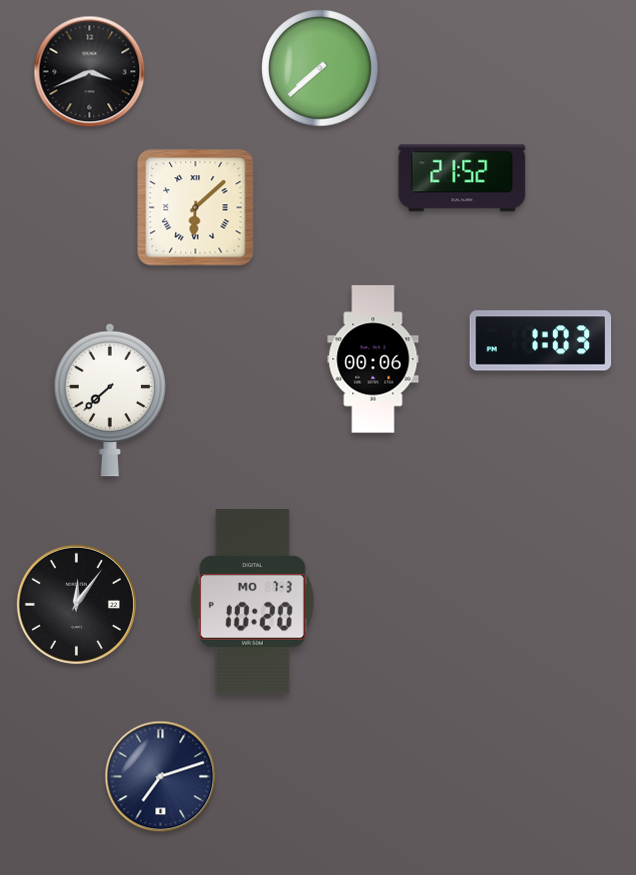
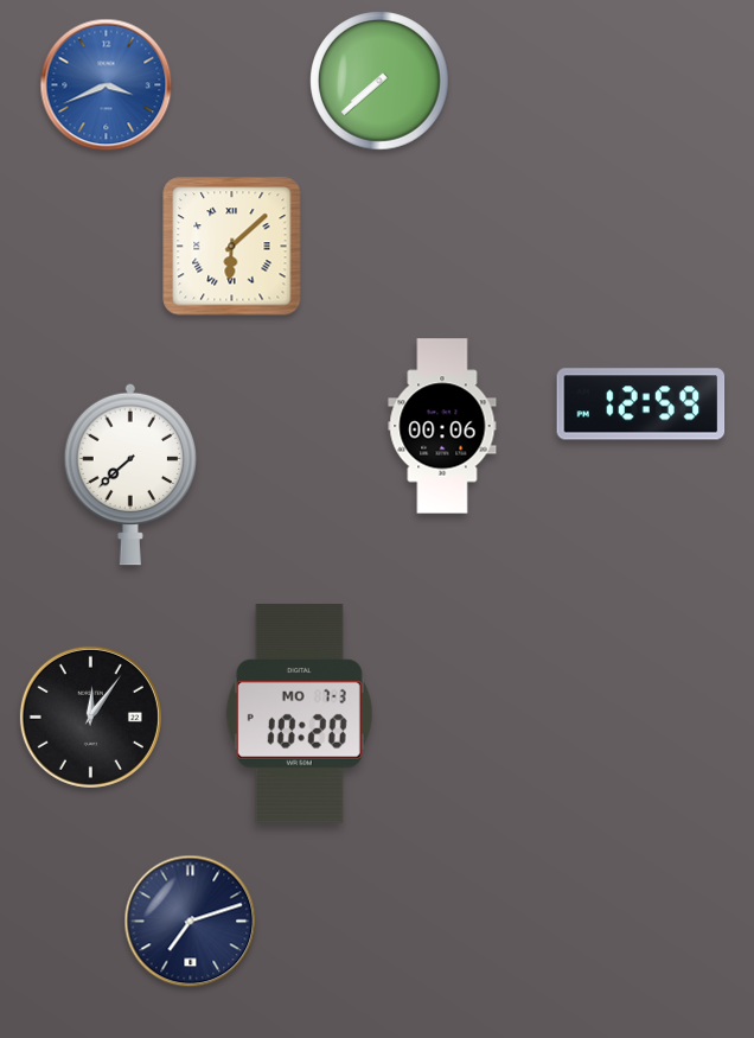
clock at (90, 72) dial: black -> blue
clock at (462, 178): 21:52 -> none
clock at (541, 341): 1:03 -> 12:59
